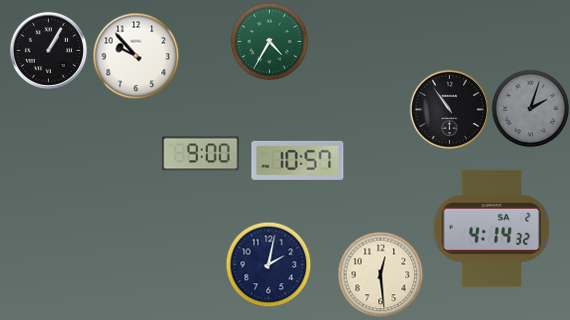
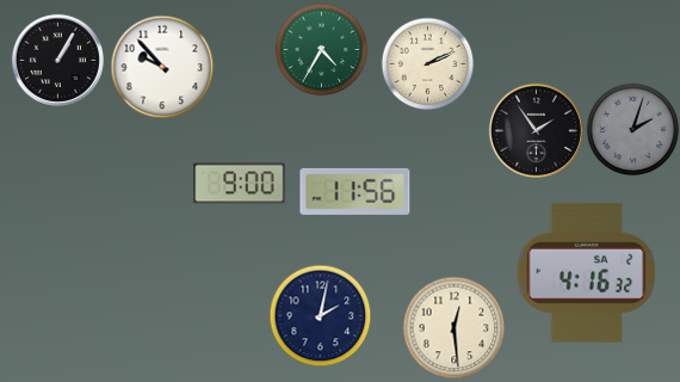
clock at (427, 63): none -> 2:11
clock at (449, 109): 10:54 -> 1:54
clock at (298, 160): 10:57 -> 11:56
clock at (492, 228): 4:14 -> 4:16
